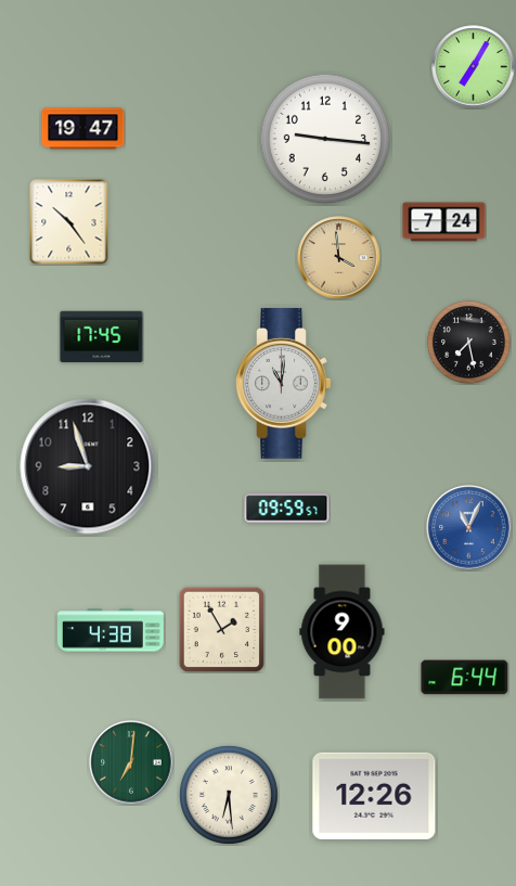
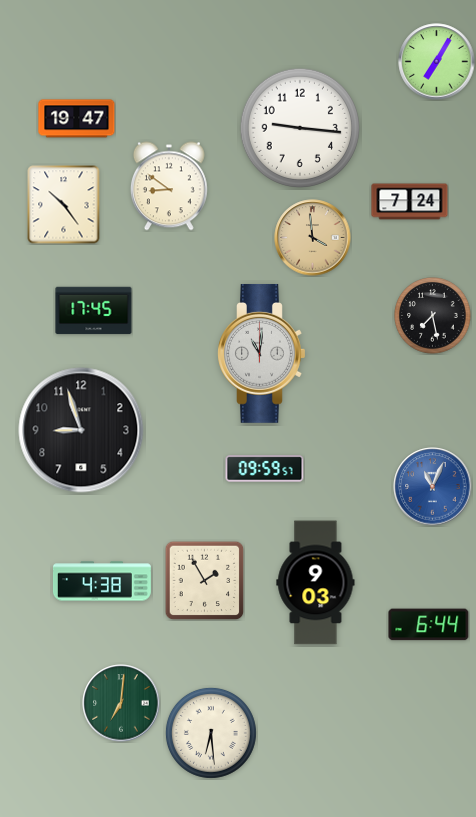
clock at (169, 186): none -> 8:51
clock at (444, 222) position: (444, 222) -> (410, 202)
clock at (343, 632): 9:00 -> 9:03
clock at (374, 796): 12:26 -> none
